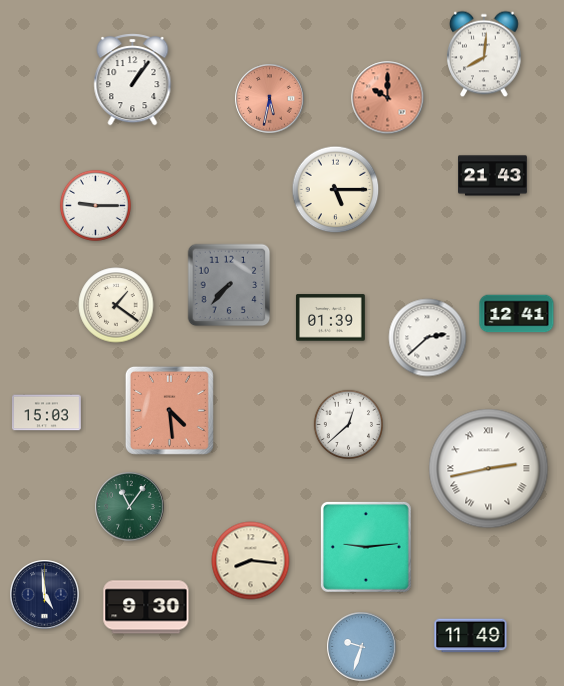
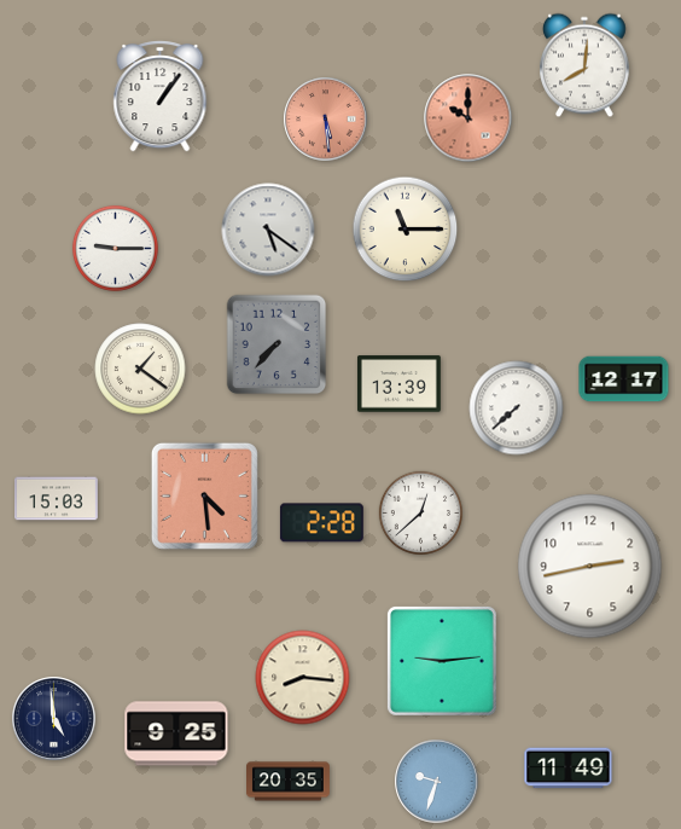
clock at (270, 99): 5:32 -> 5:29
clock at (493, 176): 21:43 -> none
clock at (268, 230): none -> 5:21
clock at (336, 190): 5:15 -> 11:15
clock at (517, 314): 12:41 -> 12:17
clock at (330, 318): 01:39 -> 13:39
clock at (428, 338): 2:38 -> 7:38
clock at (321, 523): none -> 2:28
clock at (489, 469) numerals: Roman -> Arabic
clock at (130, 507): 11:06 -> none
clock at (146, 607): 9:30 -> 9:25
clock at (289, 782): none -> 20:35
